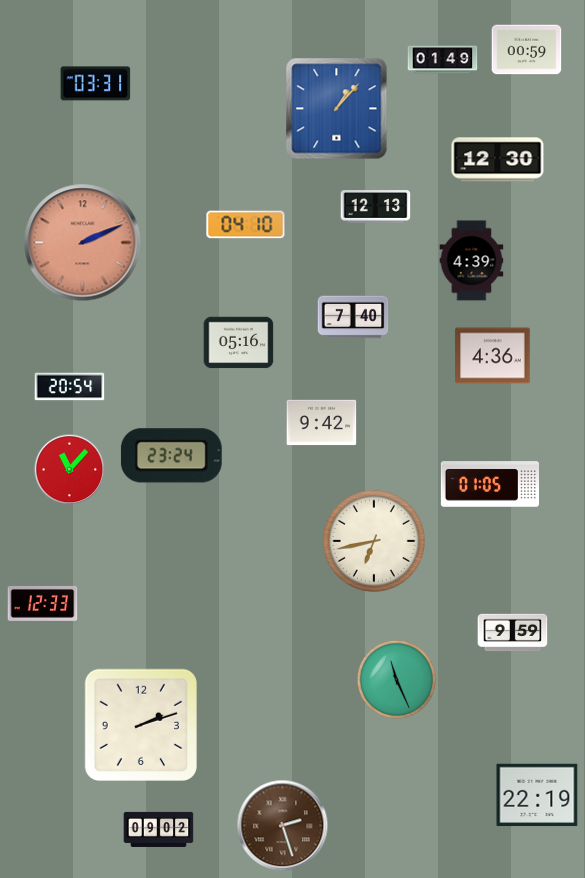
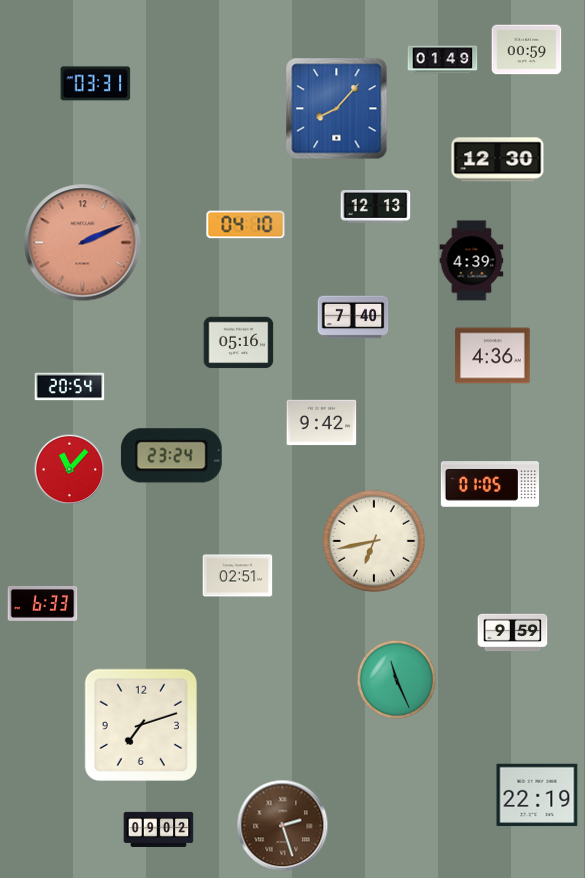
clock at (337, 109): 1:07 -> 8:07
clock at (238, 576): none -> 02:51
clock at (43, 603): 12:33 -> 6:33
clock at (140, 724): 2:12 -> 7:12
